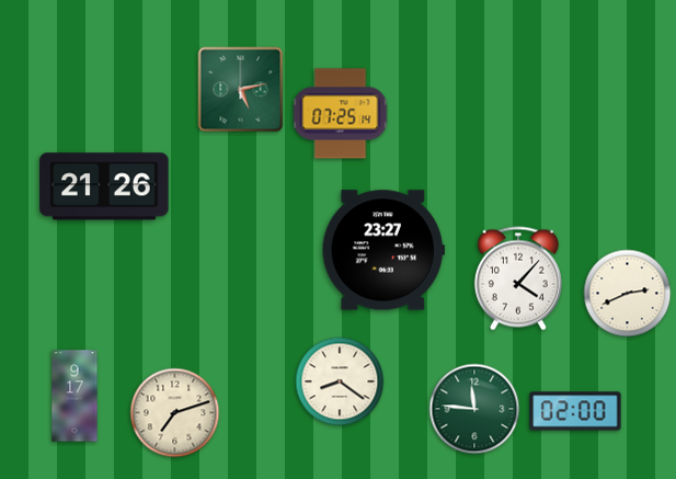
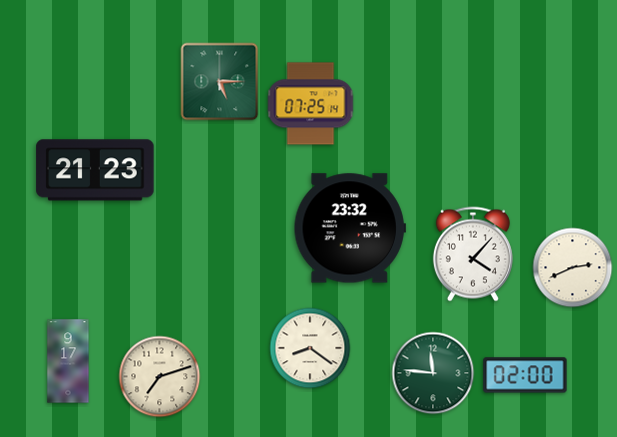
clock at (241, 90): 5:13 -> 5:15
clock at (104, 186): 21:26 -> 21:23
clock at (383, 250): 23:27 -> 23:32
